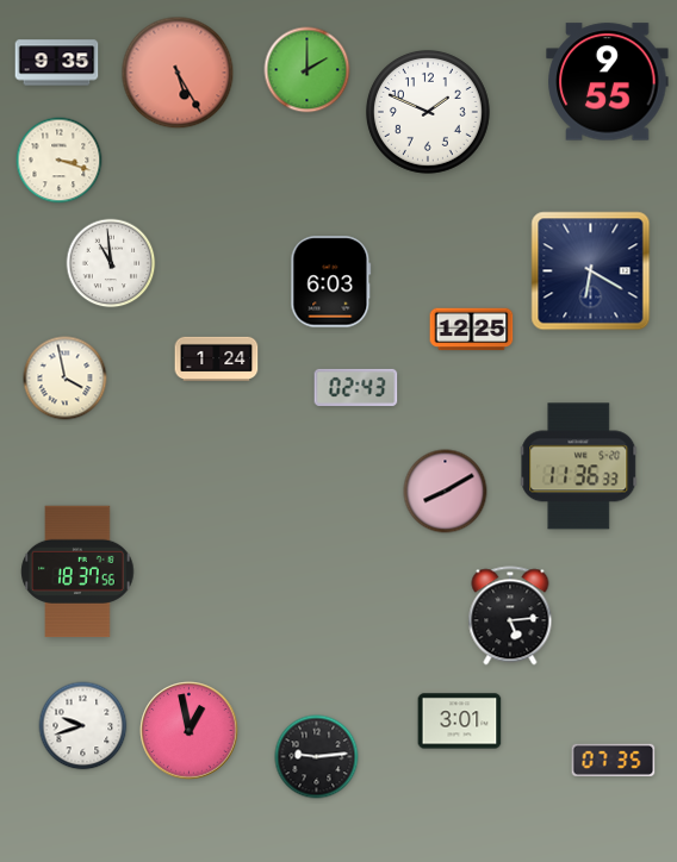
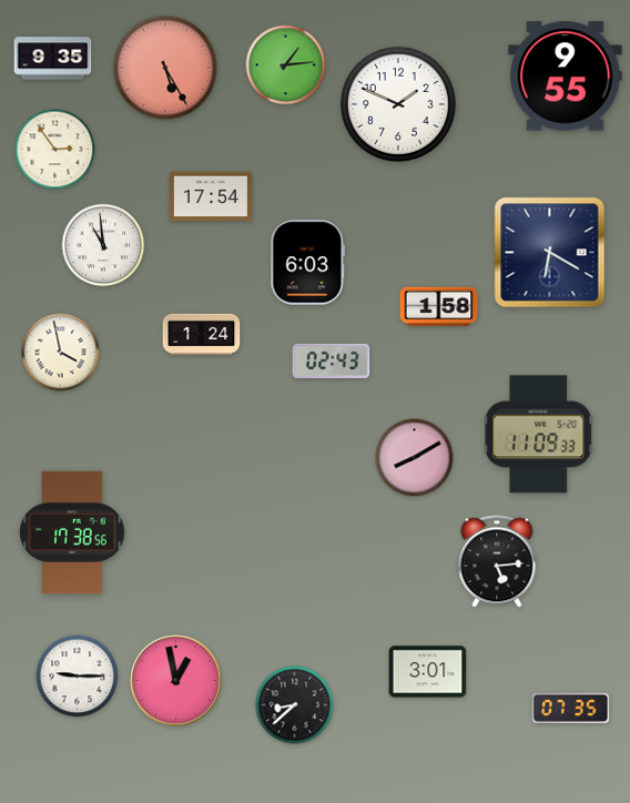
clock at (308, 70): 2:00 -> 1:14
clock at (60, 161): 3:18 -> 2:54
clock at (212, 196): none -> 17:54
clock at (472, 330): 12:25 -> 1:58
clock at (579, 467): 11:36 -> 11:09
clock at (77, 571): 18:37 -> 17:38
clock at (510, 616) position: (510, 616) -> (497, 561)
clock at (83, 726): 9:42 -> 9:15
clock at (317, 757): 9:14 -> 8:38
